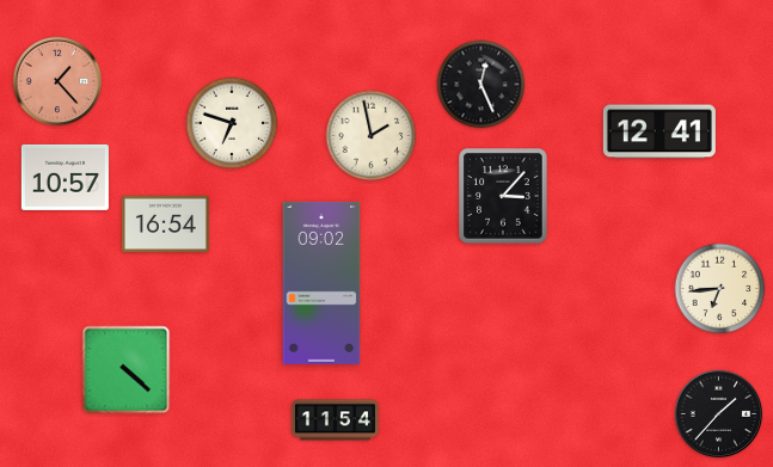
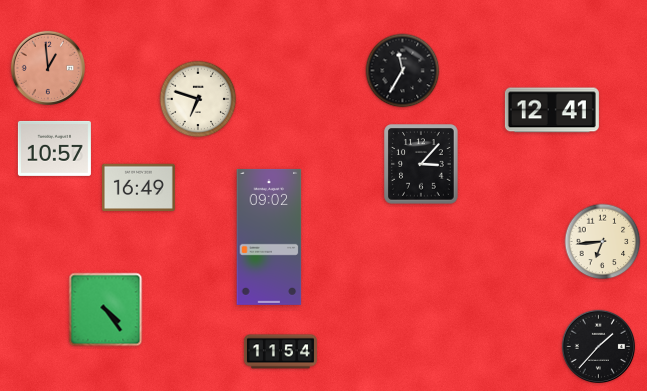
clock at (56, 80): 1:23 -> 12:59
clock at (481, 85): 12:26 -> 11:35
clock at (232, 123) position: (232, 123) -> (198, 99)
clock at (372, 136): 1:58 -> none
clock at (165, 225): 16:54 -> 16:49
clock at (127, 370): 4:22 -> 4:24
clock at (718, 413) position: (718, 413) -> (598, 346)
